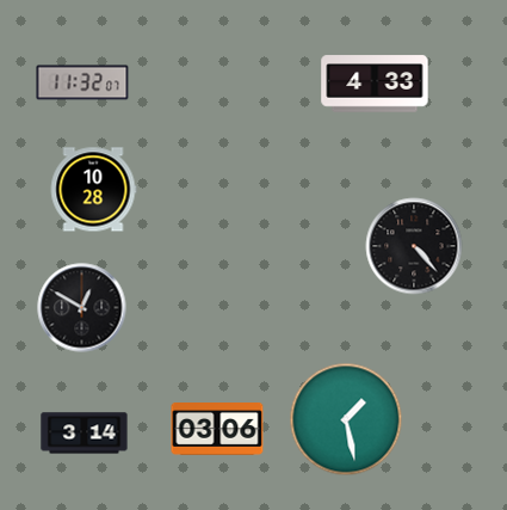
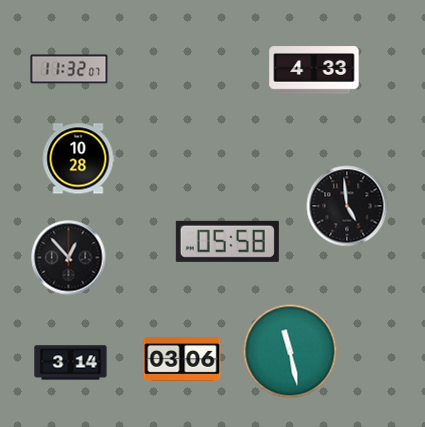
clock at (414, 246): 4:23 -> 4:59
clock at (227, 241): none -> 05:58
clock at (82, 308): 12:50 -> 12:53
clock at (346, 419): 1:28 -> 11:28
